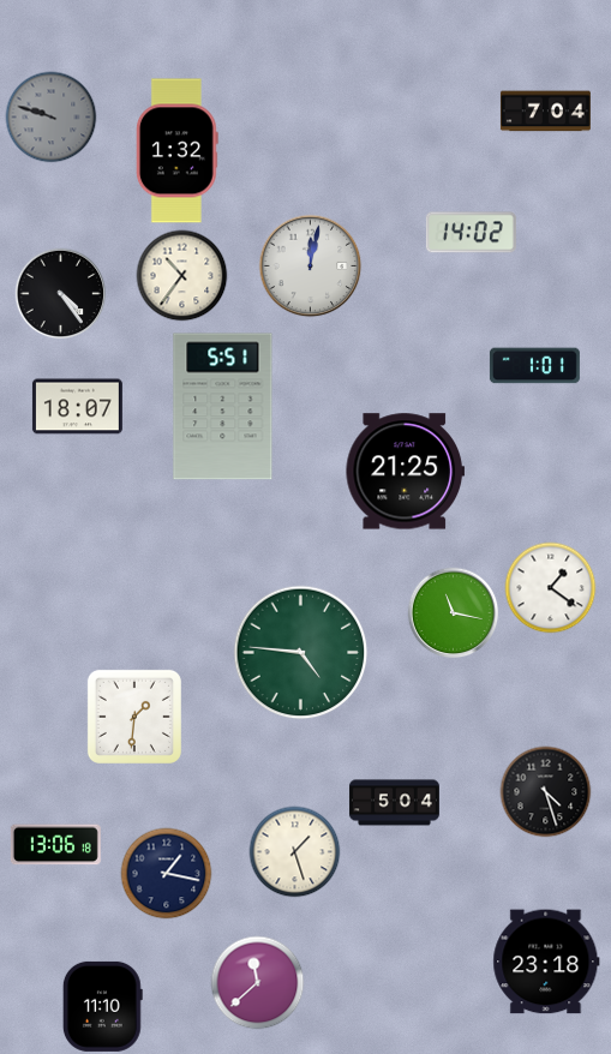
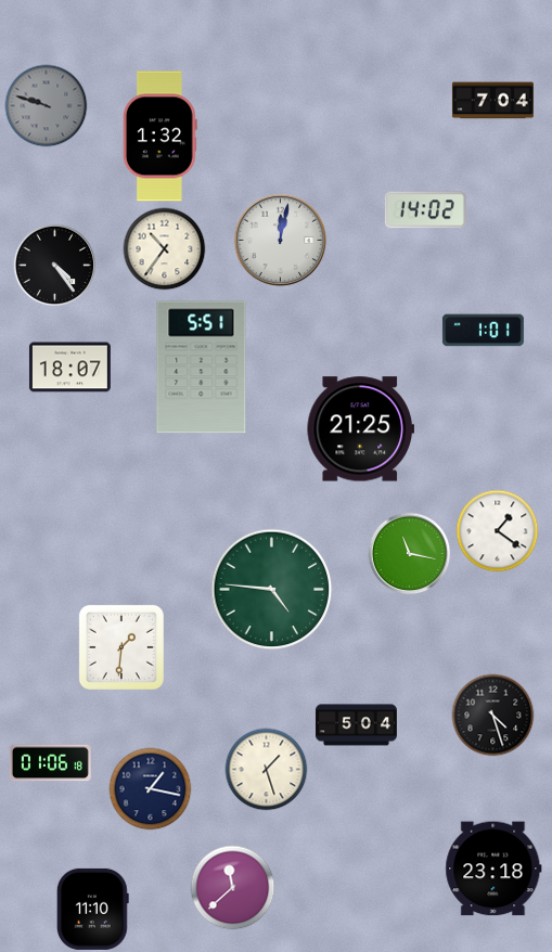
clock at (405, 472) position: (405, 472) -> (360, 429)
clock at (55, 845): 13:06 -> 01:06
